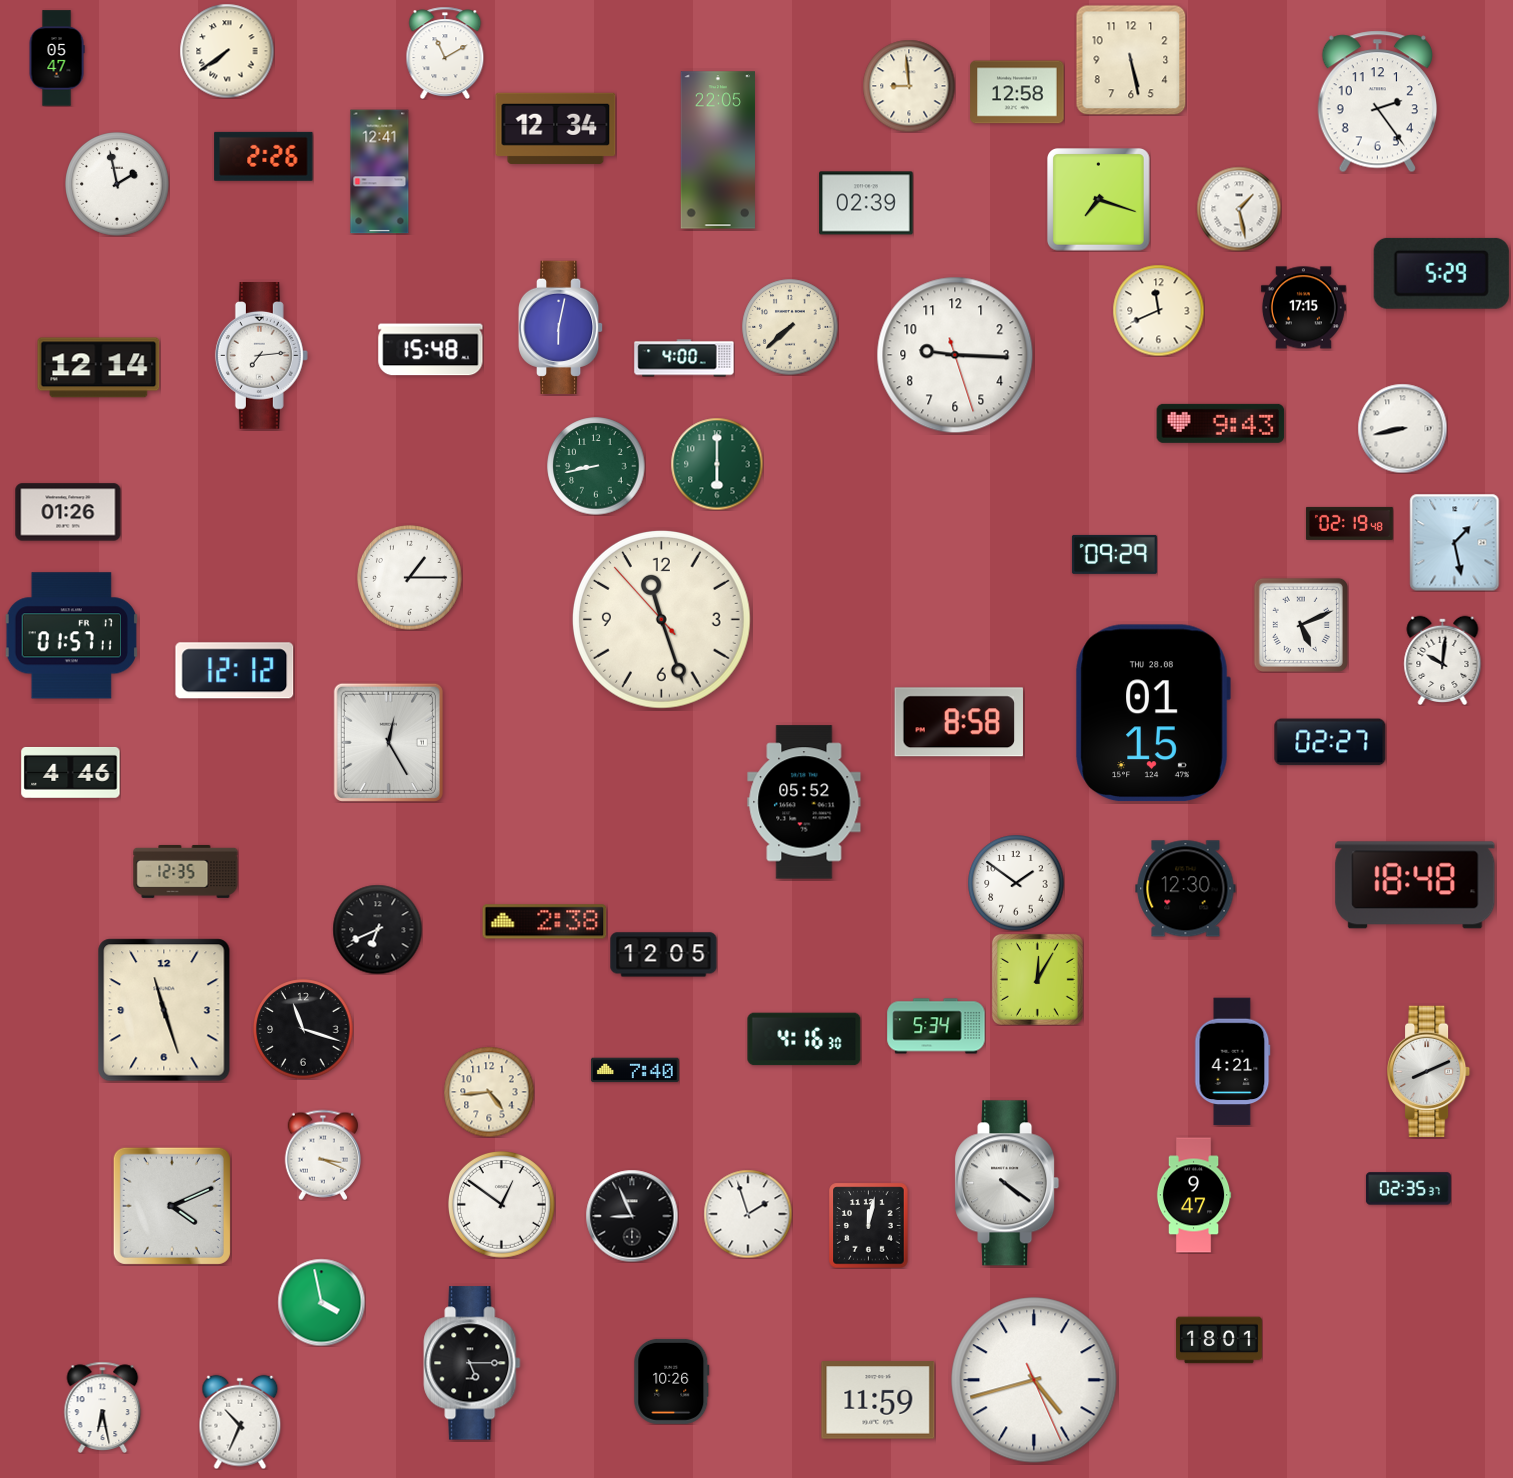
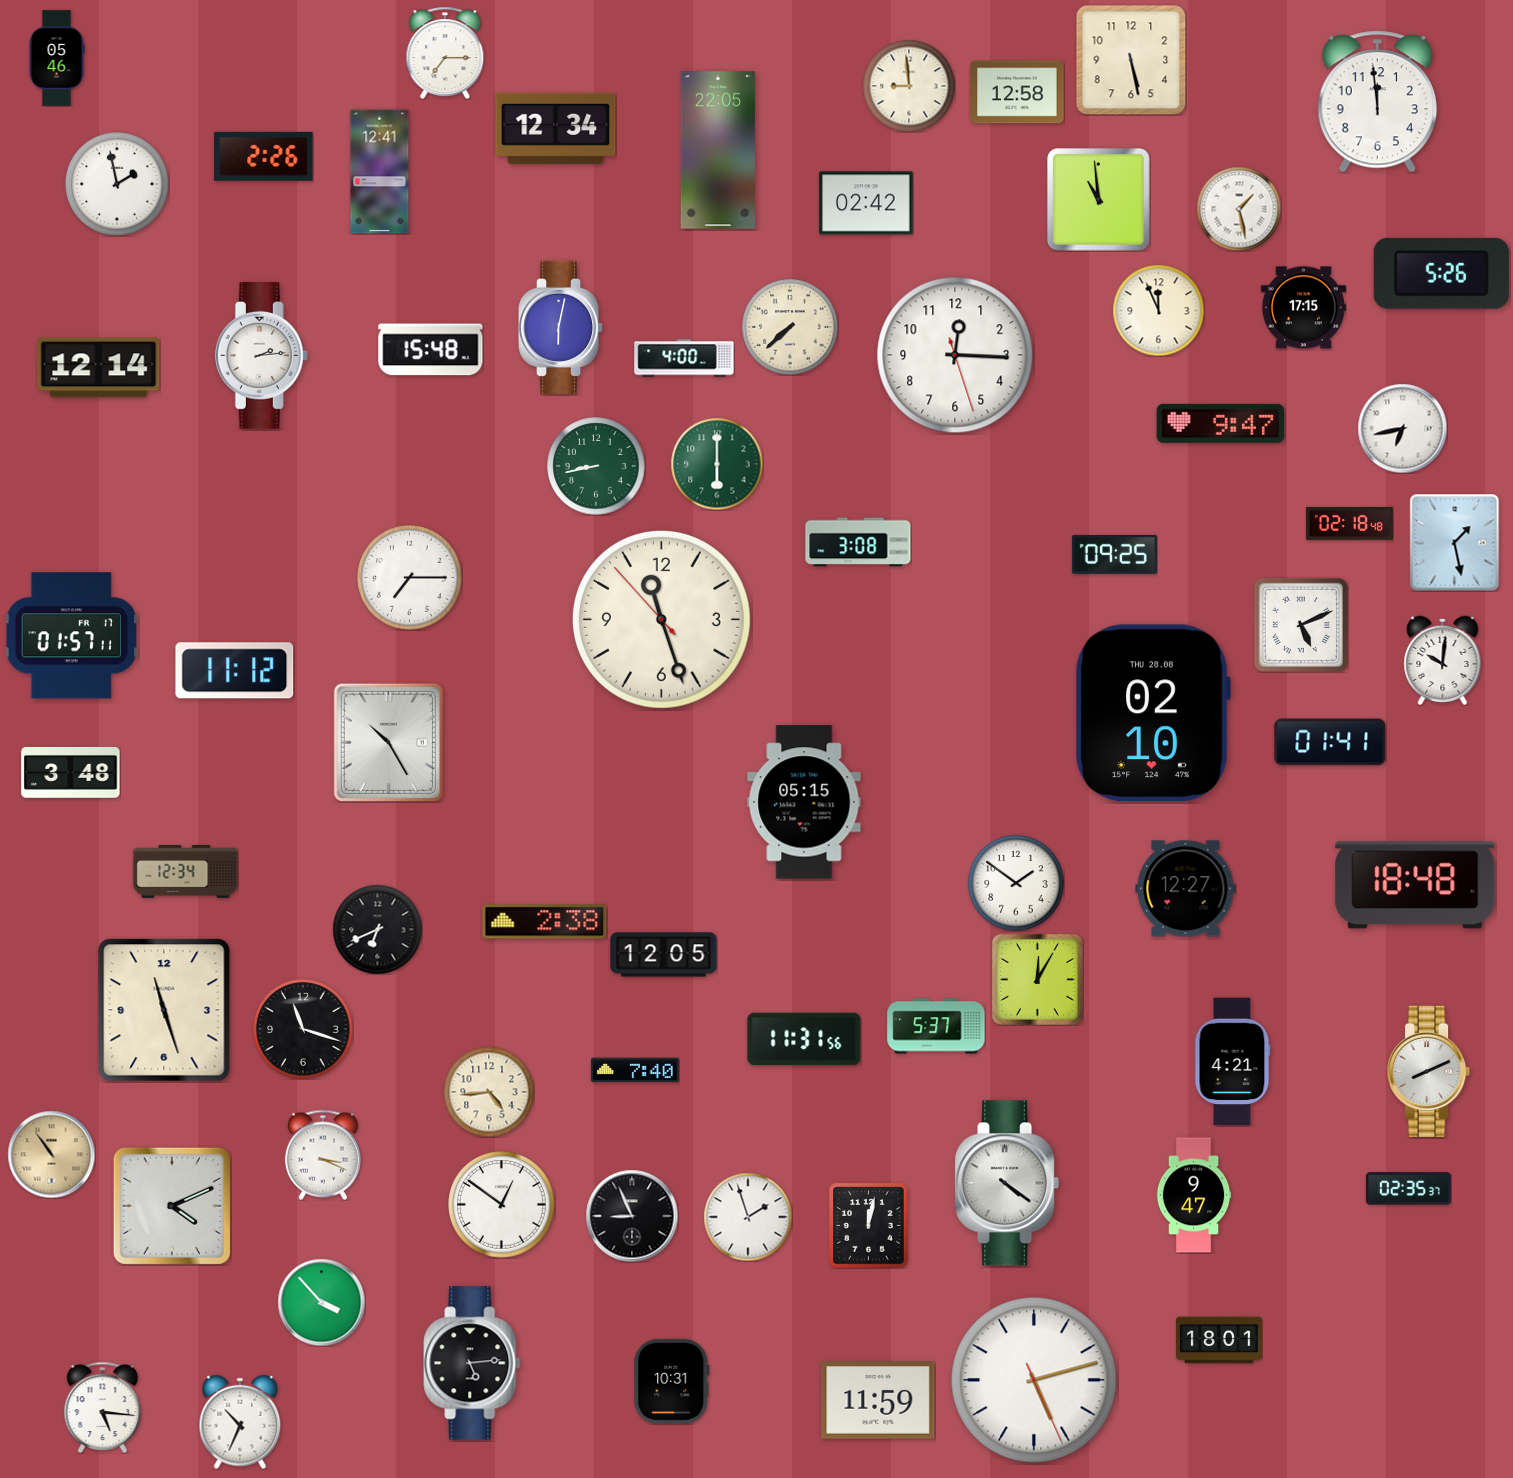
clock at (227, 51): 7:39 -> none
clock at (445, 53): 11:10 -> 7:15
clock at (57, 58): 05:47 -> 05:46
clock at (1377, 102): 2:24 -> 11:59
clock at (1099, 200): 7:18 -> 10:59
clock at (866, 203): 02:39 -> 02:42
clock at (1441, 273): 5:29 -> 5:26
clock at (1158, 310): 11:41 -> 11:56
clock at (955, 355): 9:15 -> 12:15
clock at (261, 356): 7:14 -> 2:14
clock at (1221, 423): 9:43 -> 9:47
clock at (1402, 428): 8:43 -> 6:43
clock at (68, 512): 01:26 -> none
clock at (1349, 523): 02:19 -> 02:18
clock at (858, 542): none -> 3:08
clock at (1114, 554): 09:29 -> 09:25
clock at (410, 578): 1:15 -> 7:15
clock at (235, 671): 12:12 -> 11:12
clock at (1153, 713): 01:15 -> 02:10
clock at (958, 722): 8:58 -> none
clock at (388, 742): 12:25 -> 10:25
clock at (1330, 742): 02:27 -> 01:41
clock at (71, 772): 4:46 -> 3:48
clock at (804, 802): 05:52 -> 05:15
clock at (186, 871): 12:35 -> 12:34
clock at (1186, 889): 12:30 -> 12:27
clock at (936, 1026): 5:34 -> 5:37
clock at (804, 1039): 4:16 -> 11:31
clock at (51, 1154): none -> 10:54
clock at (748, 1214) position: (748, 1214) -> (748, 1217)
clock at (321, 1302): 3:58 -> 3:53
clock at (472, 1363): 5:15 -> 5:14
clock at (1034, 1380): 4:42 -> 5:12
clock at (672, 1381): 10:26 -> 10:31
clock at (103, 1407): 6:28 -> 5:16
